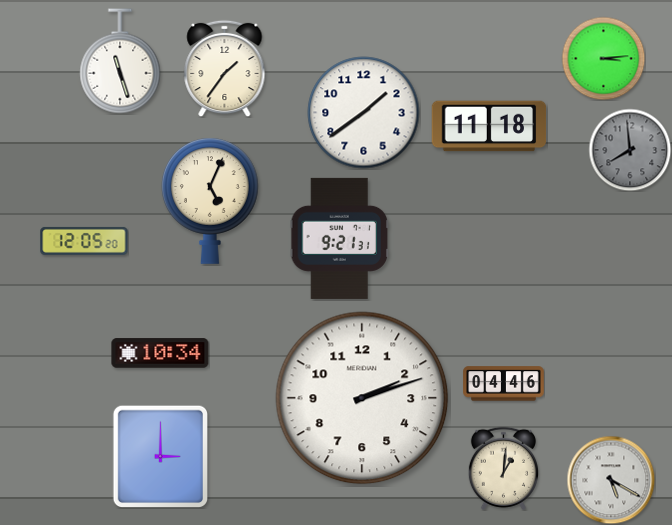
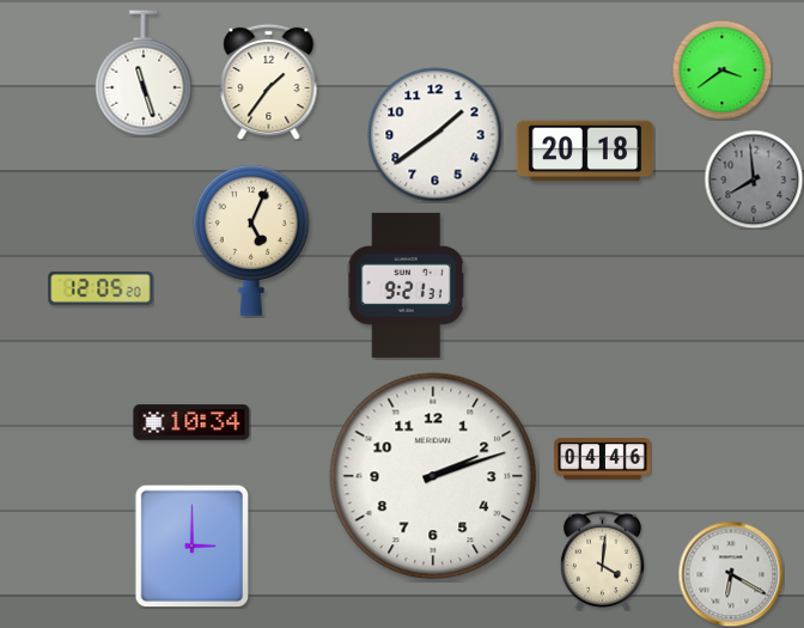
clock at (603, 58): 3:14 -> 3:39
clock at (489, 126): 11:18 -> 20:18
clock at (503, 468): 1:01 -> 4:01
clock at (611, 480): 5:20 -> 6:20
